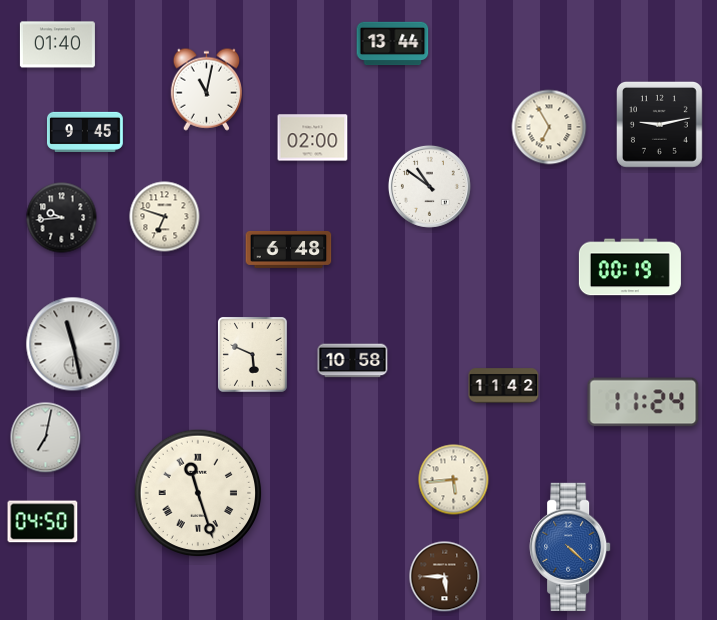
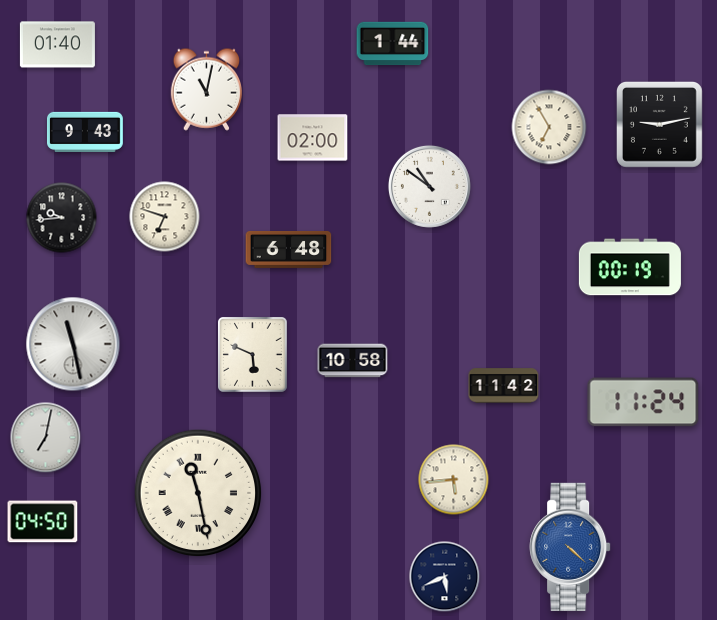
clock at (393, 44): 13:44 -> 1:44
clock at (86, 132): 9:45 -> 9:43
clock at (198, 493): 11:27 -> 11:28
clock at (445, 577): 5:45 -> 5:41
clock at (445, 577) dial: brown -> navy
